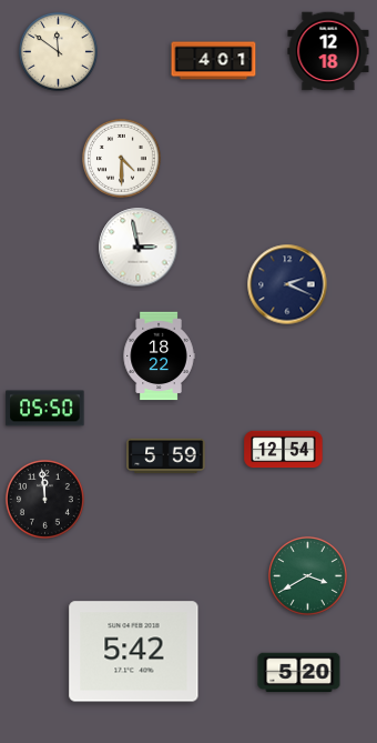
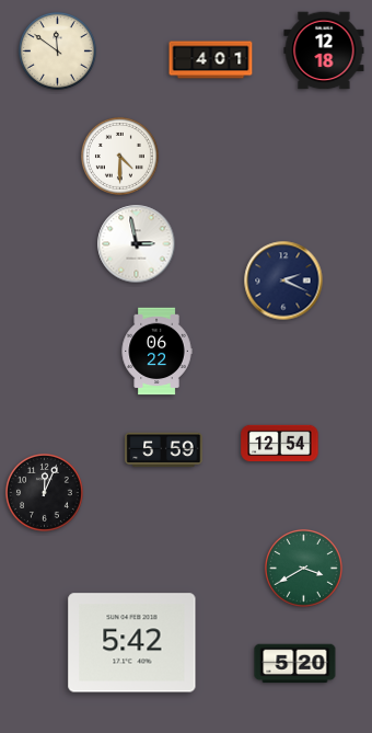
clock at (159, 357): 18:22 -> 06:22
clock at (45, 409): 05:50 -> none
clock at (44, 499): 11:59 -> 12:04
